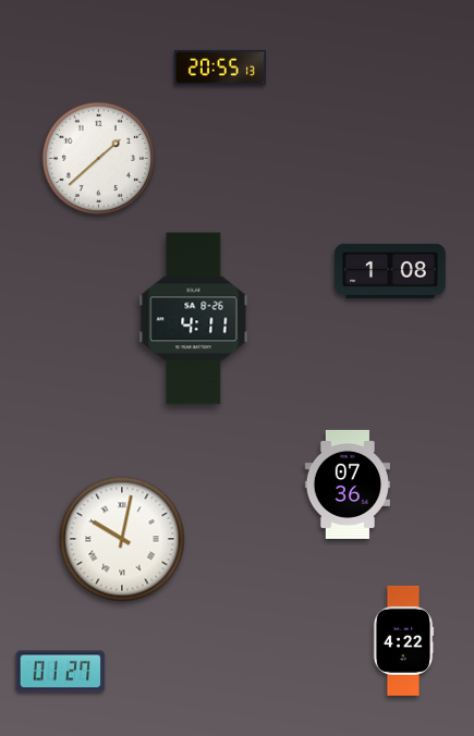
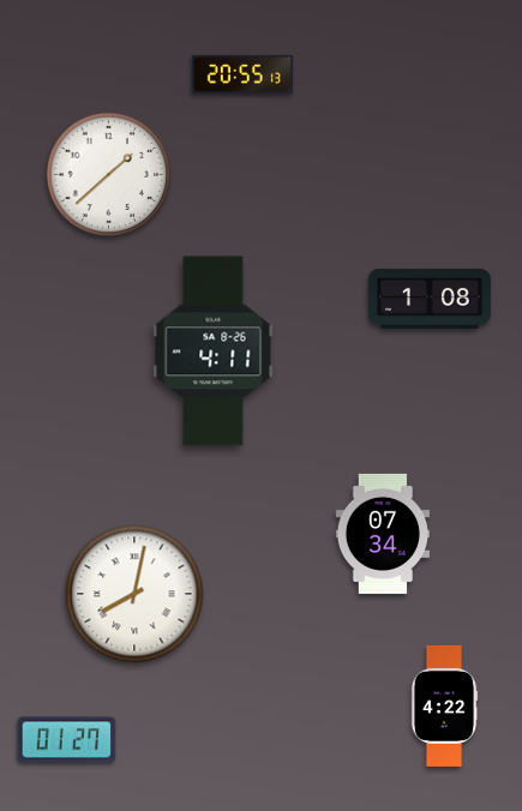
clock at (347, 484): 07:36 -> 07:34
clock at (122, 539): 10:02 -> 8:02
